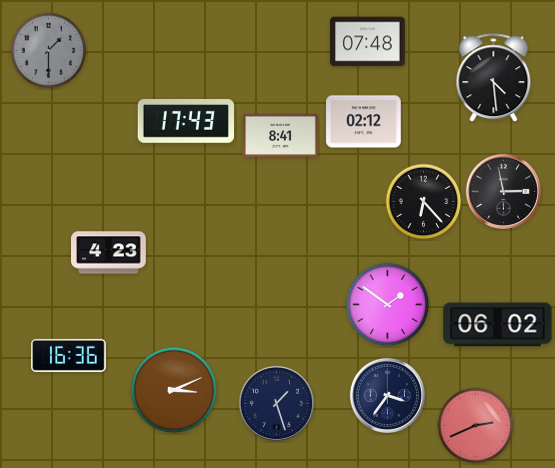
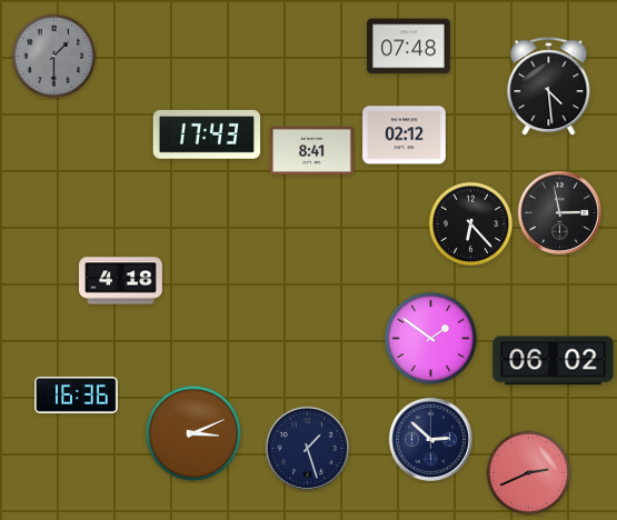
clock at (109, 253): 4:23 -> 4:18
clock at (387, 395): 3:36 -> 2:52
